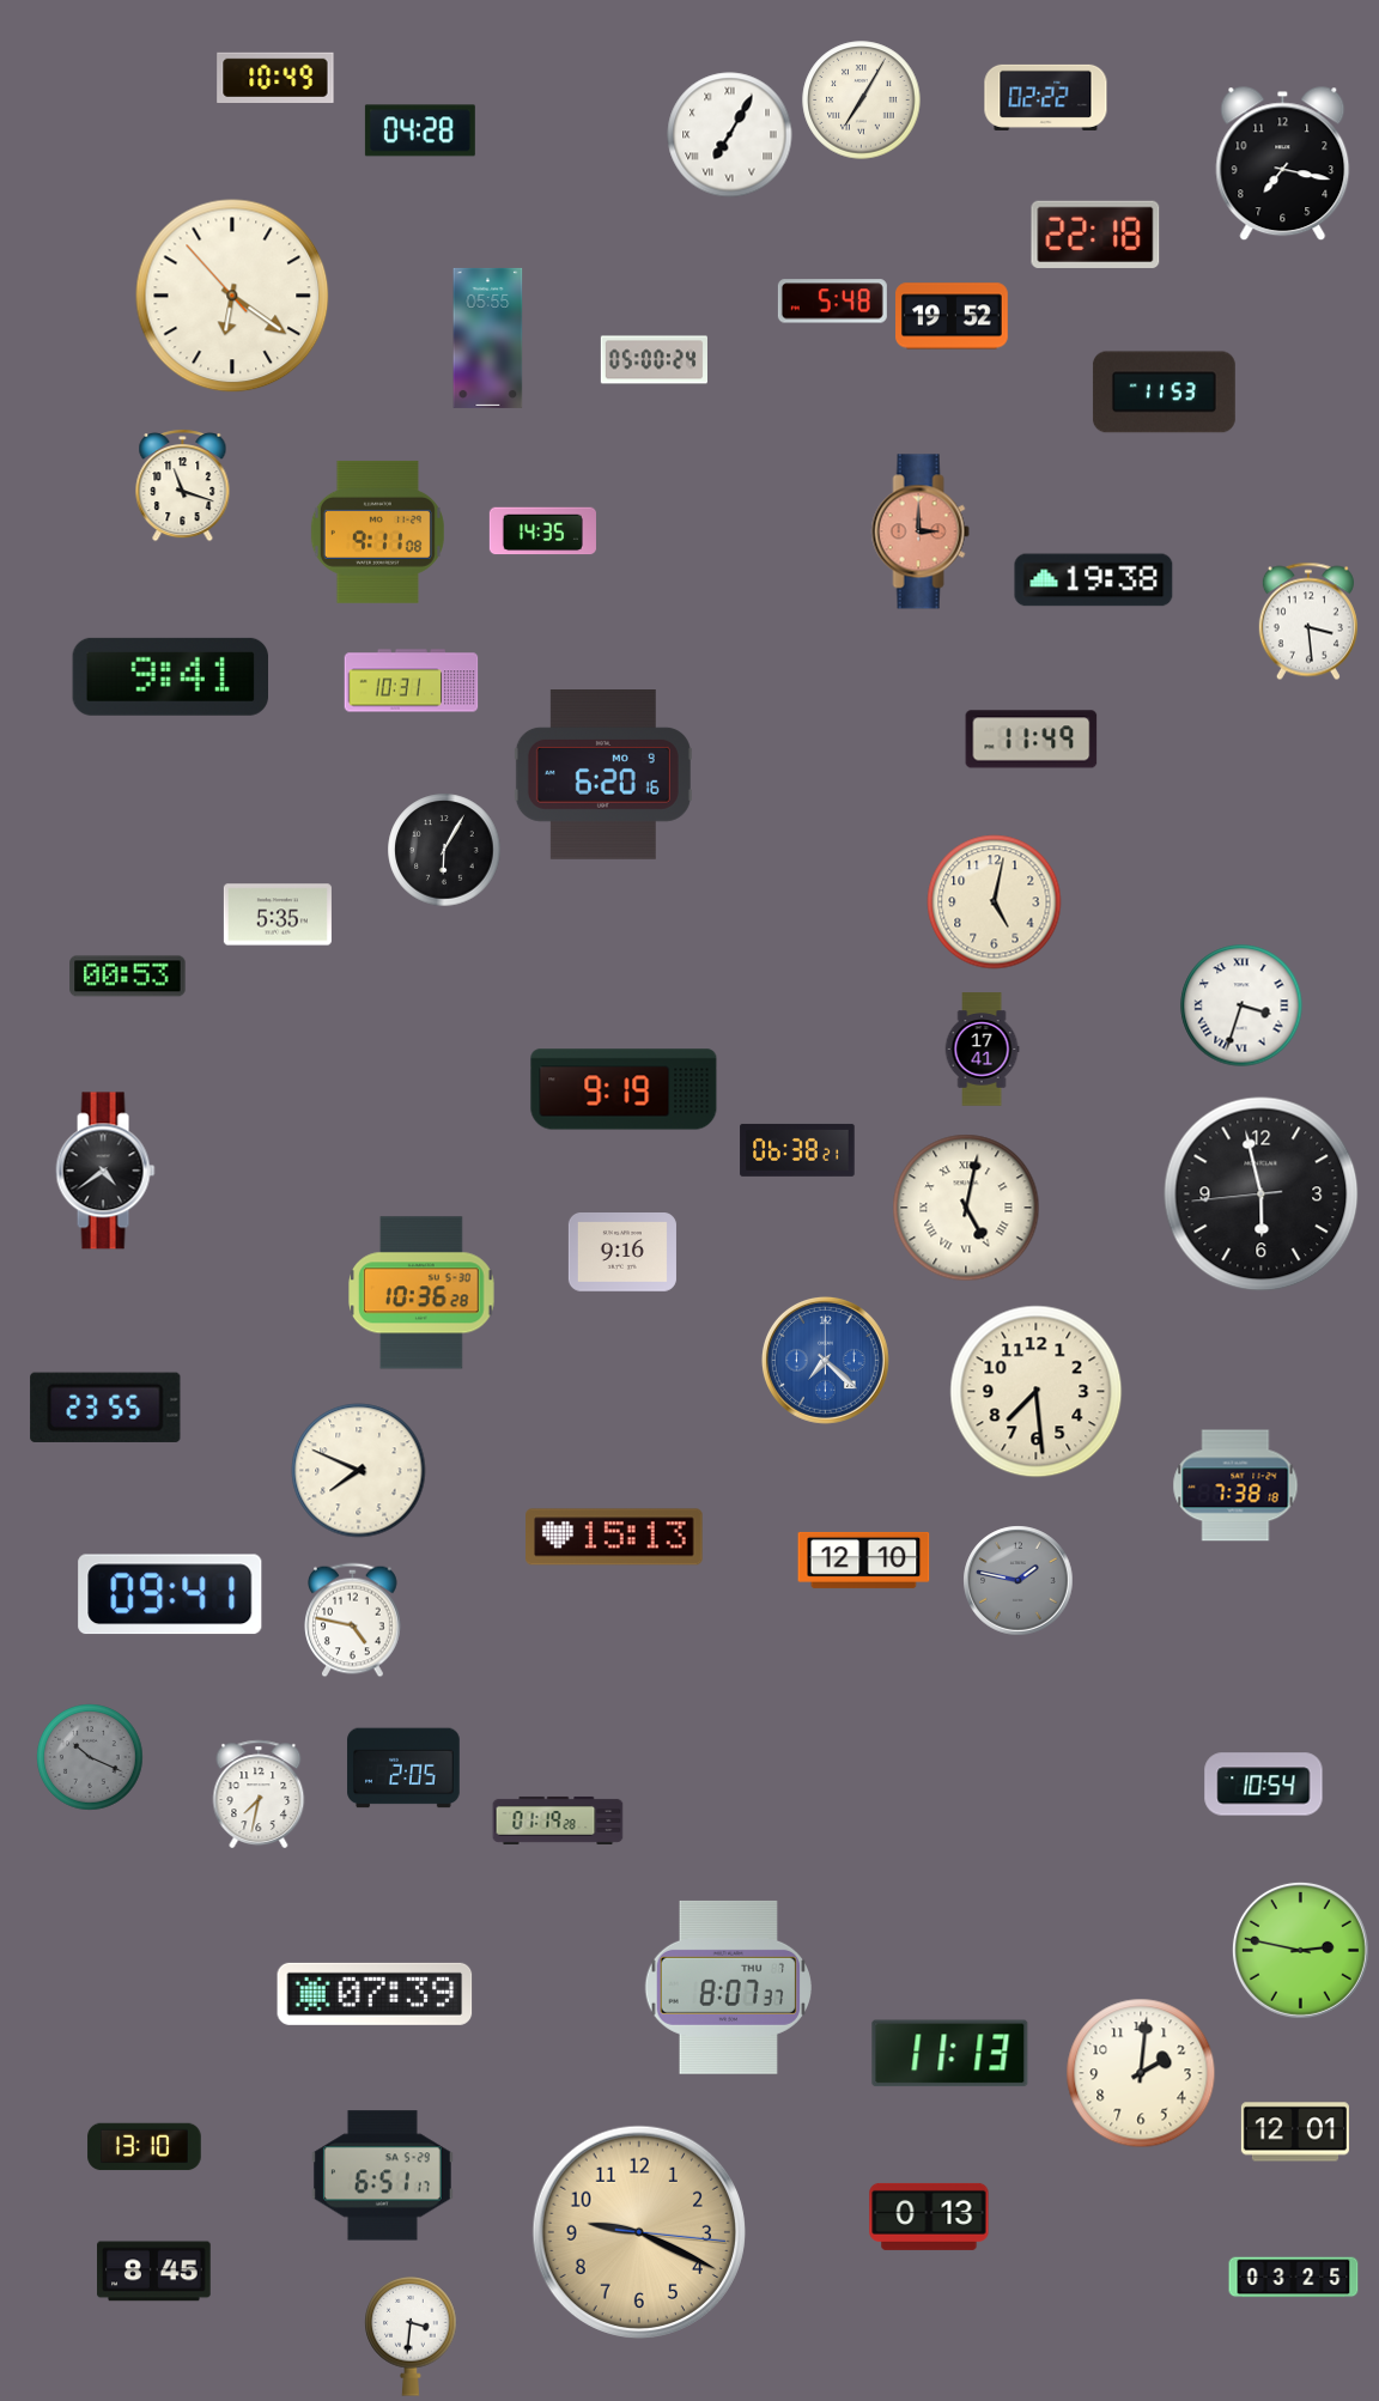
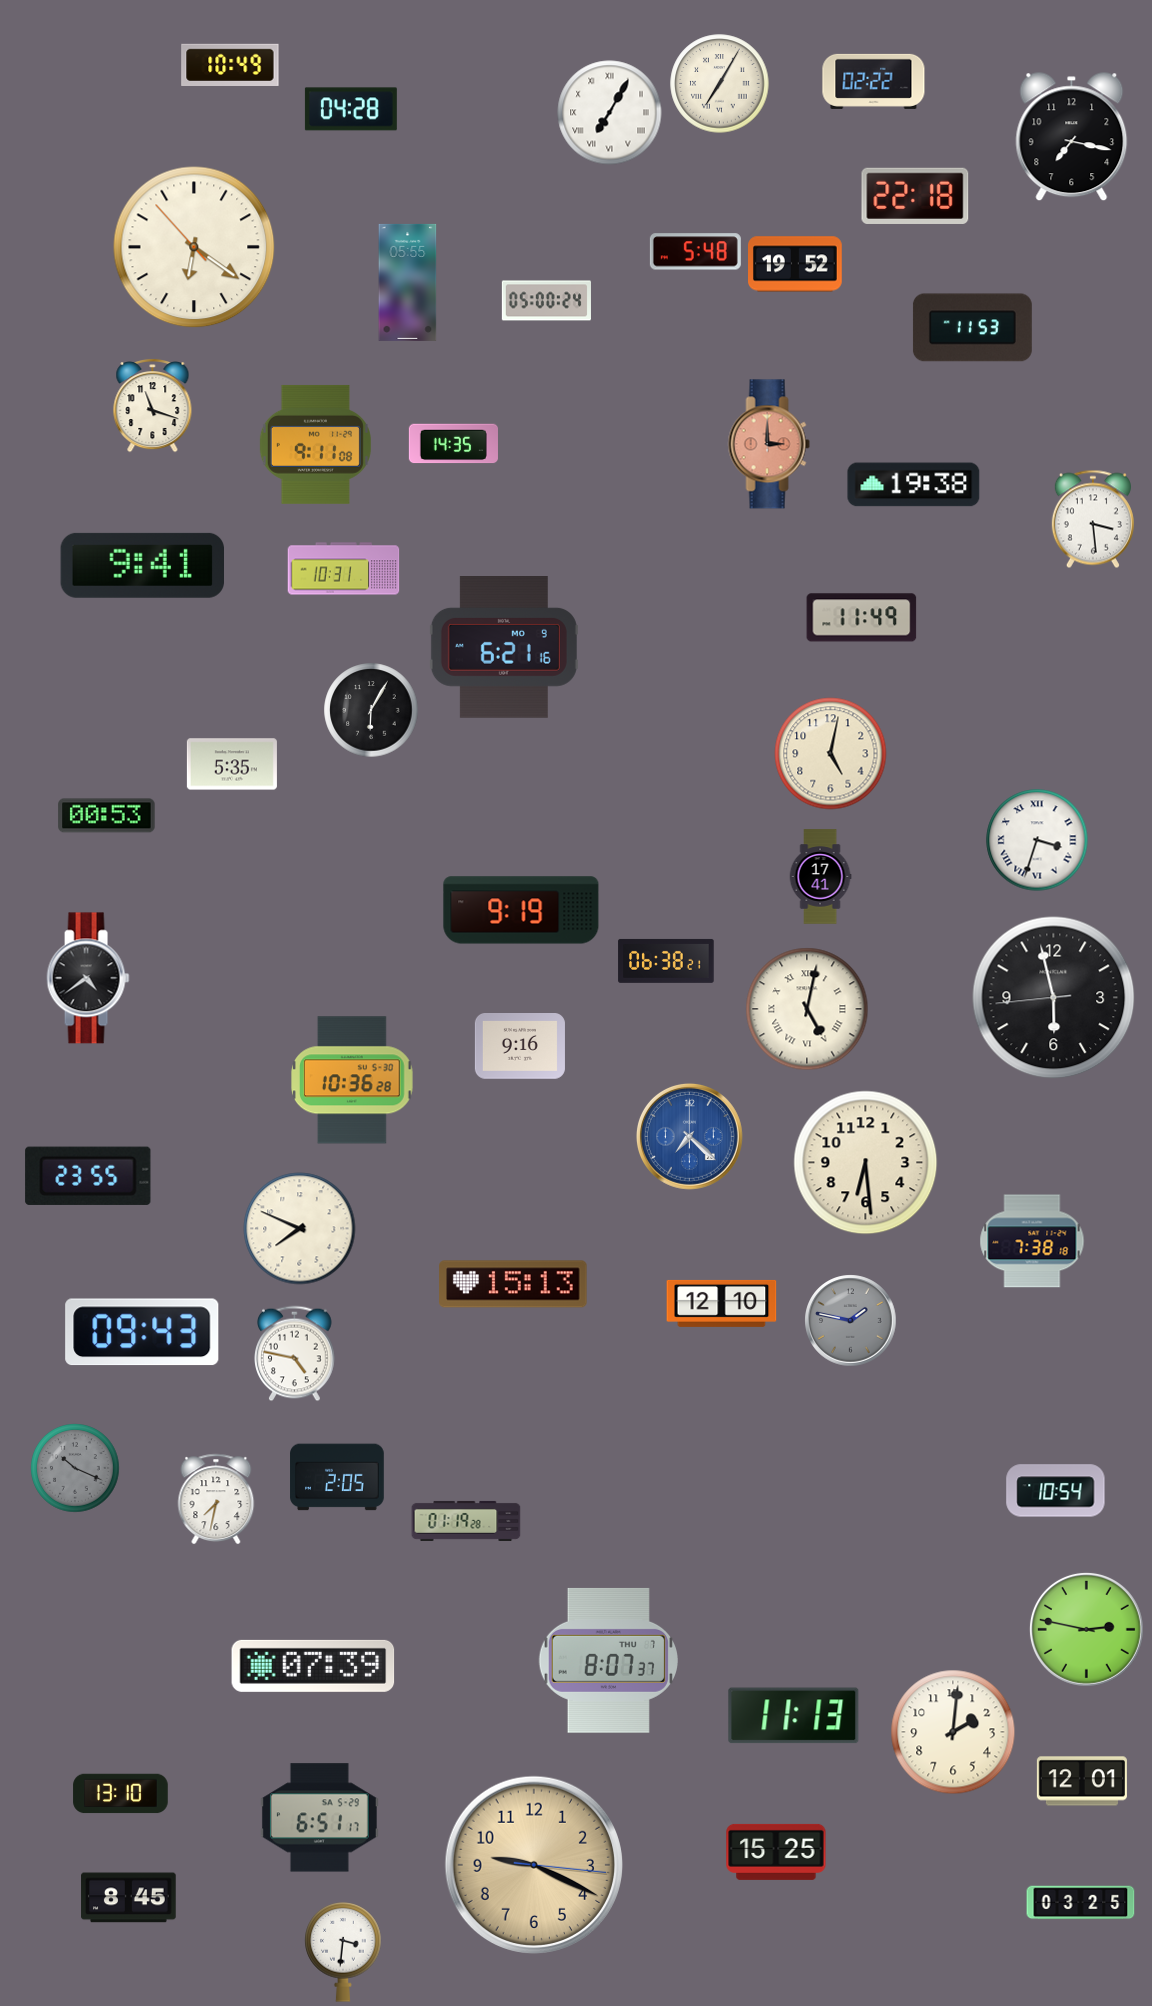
clock at (603, 776): 6:20 -> 6:21
clock at (1037, 1392): 7:29 -> 6:29
clock at (170, 1594): 09:41 -> 09:43
clock at (929, 2217): 0:13 -> 15:25
